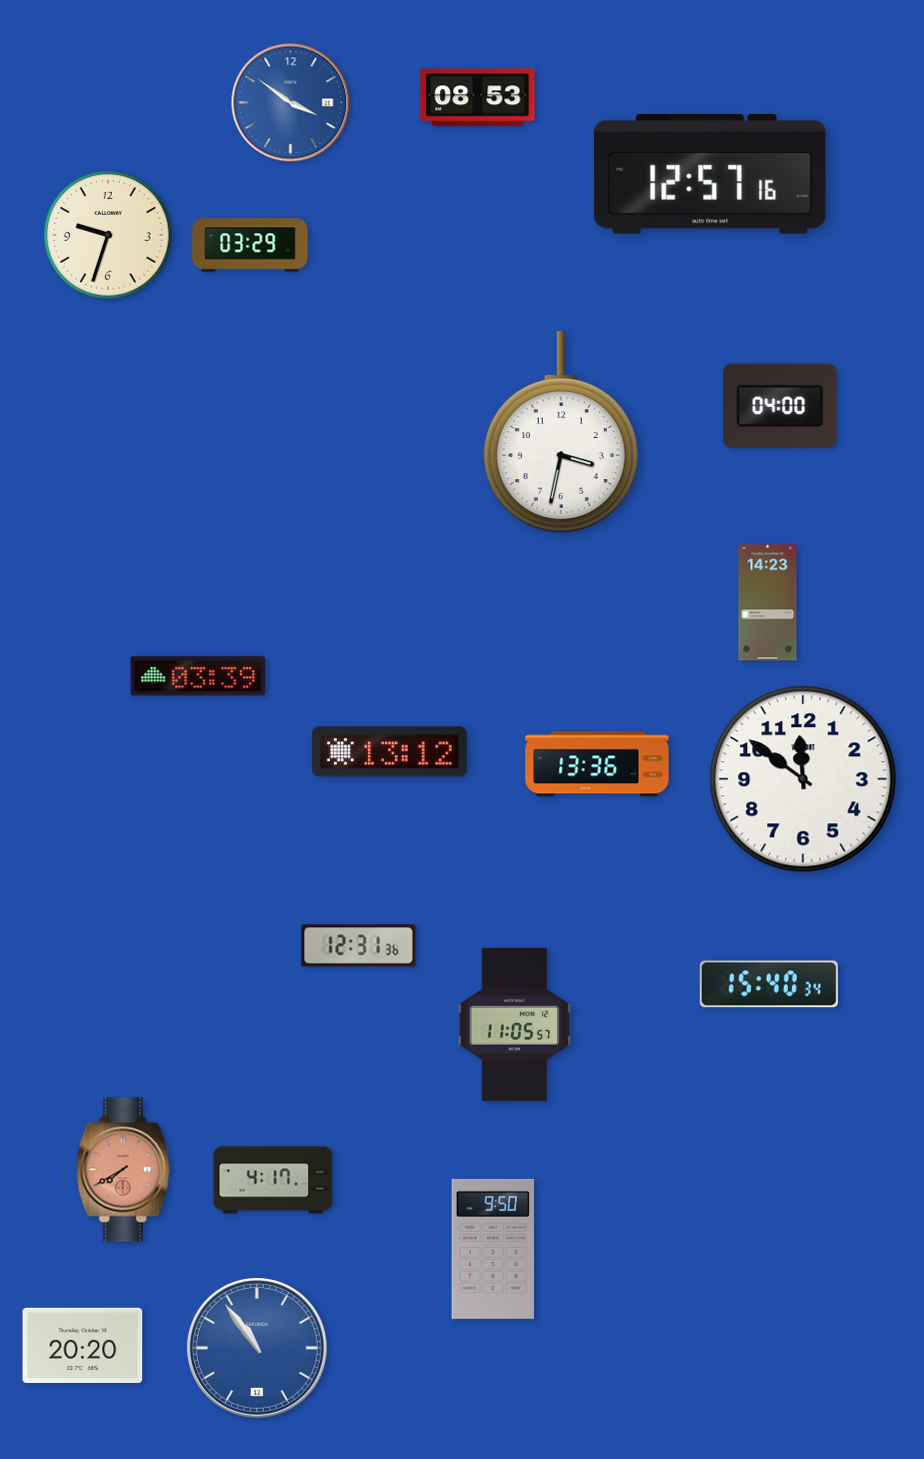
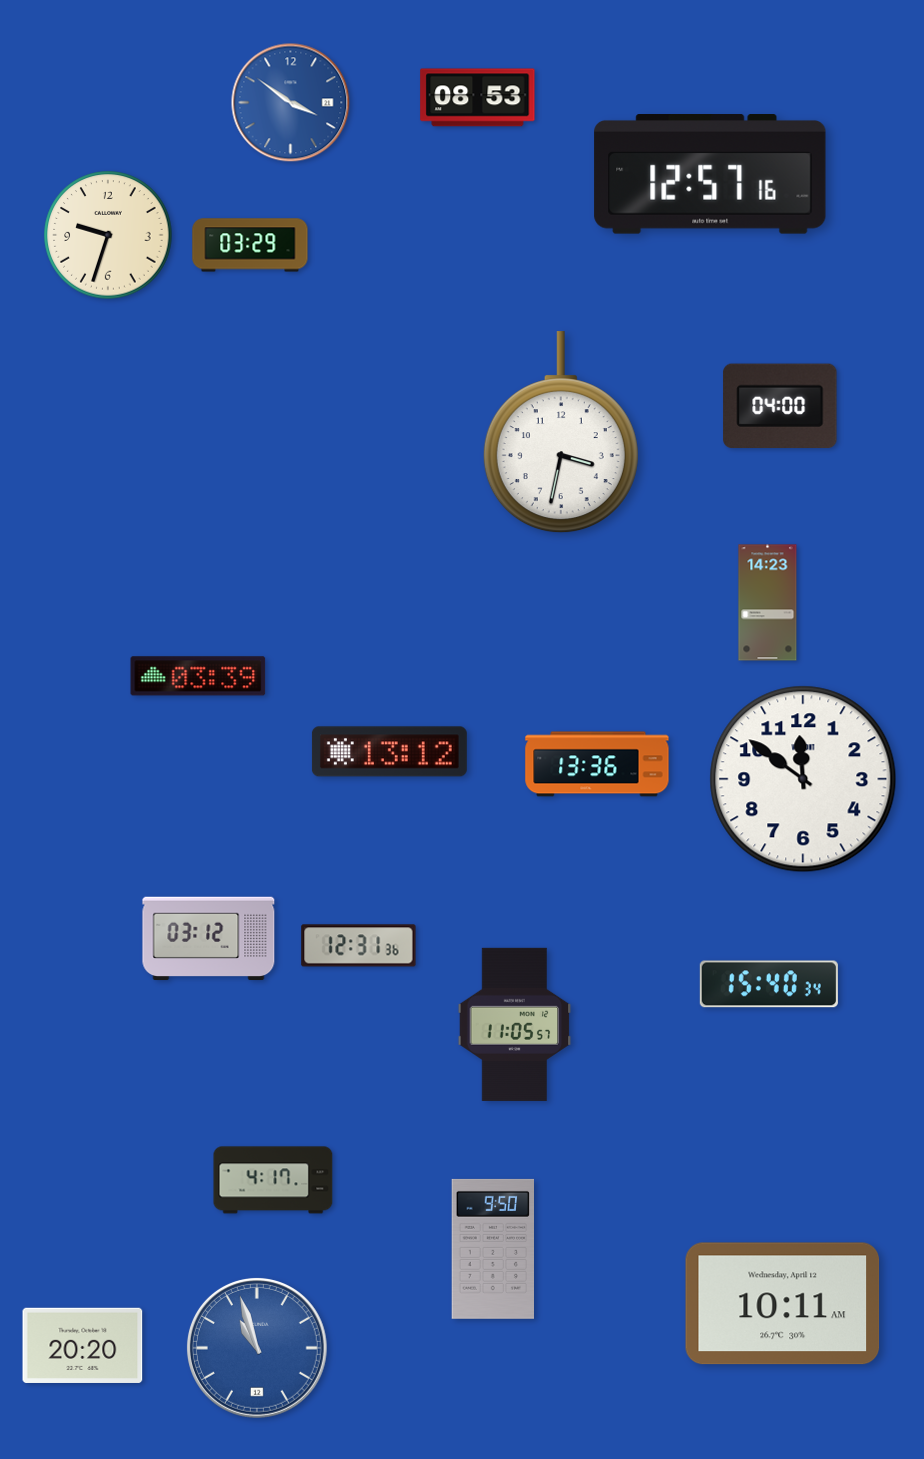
clock at (209, 939): none -> 03:12
clock at (123, 1170): 7:40 -> none
clock at (783, 1304): none -> 10:11
clock at (257, 1348): 10:54 -> 10:57
